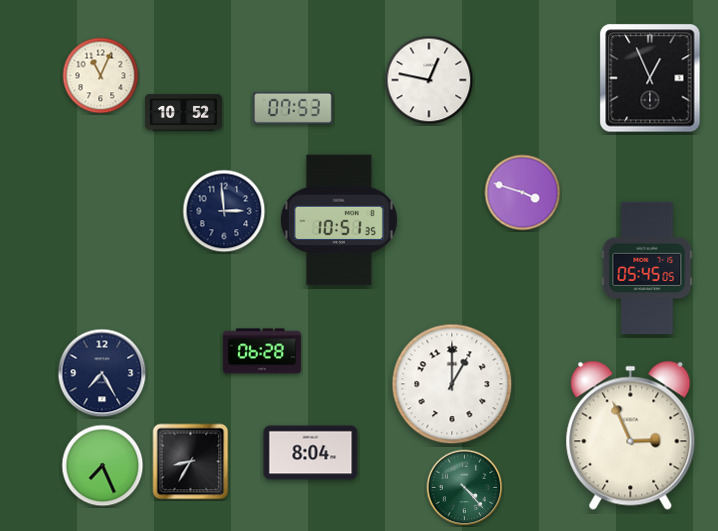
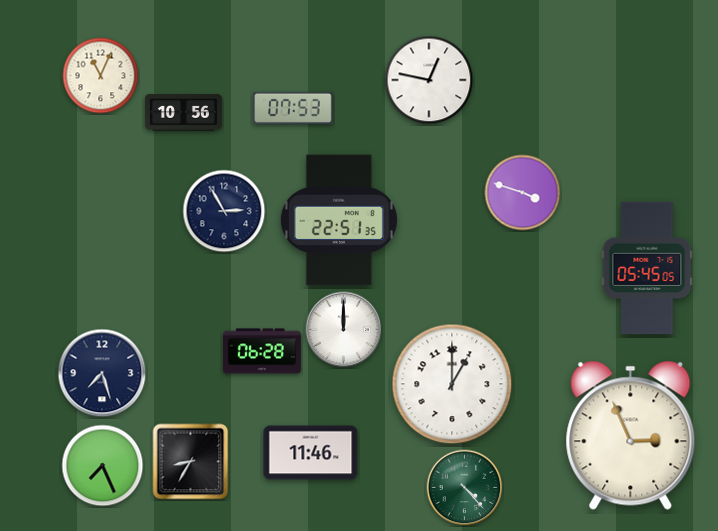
clock at (650, 78): 12:56 -> none
clock at (183, 113): 10:52 -> 10:56
clock at (224, 211): 2:59 -> 2:55
clock at (339, 220): 10:51 -> 22:51
clock at (344, 330): none -> 12:00
clock at (102, 373): 7:25 -> 7:27
clock at (311, 453): 8:04 -> 11:46
